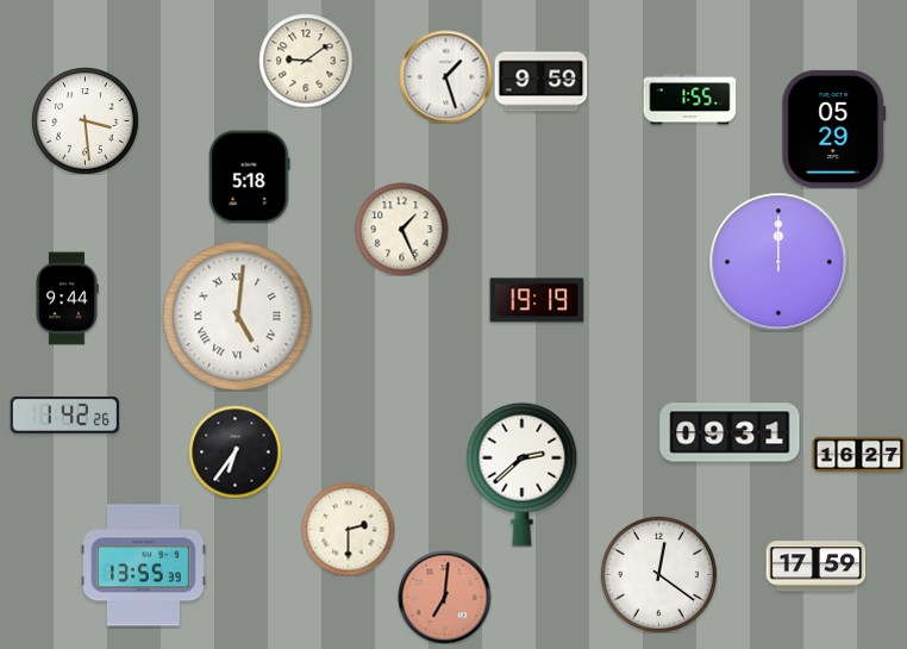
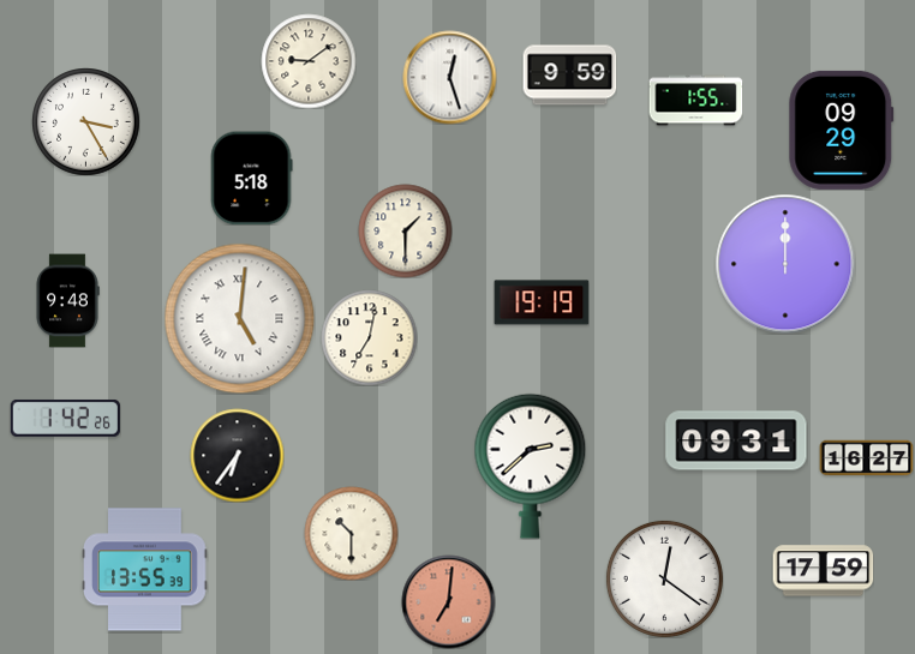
clock at (445, 76): 1:27 -> 12:27
clock at (540, 82) position: (540, 82) -> (569, 76)
clock at (86, 121): 3:29 -> 3:25
clock at (834, 129): 05:29 -> 09:29
clock at (401, 229): 1:26 -> 1:30
clock at (67, 298): 9:44 -> 9:48
clock at (369, 337): none -> 7:02
clock at (730, 432) position: (730, 432) -> (736, 440)
clock at (523, 474) position: (523, 474) -> (531, 466)
clock at (348, 529): 2:30 -> 10:30
